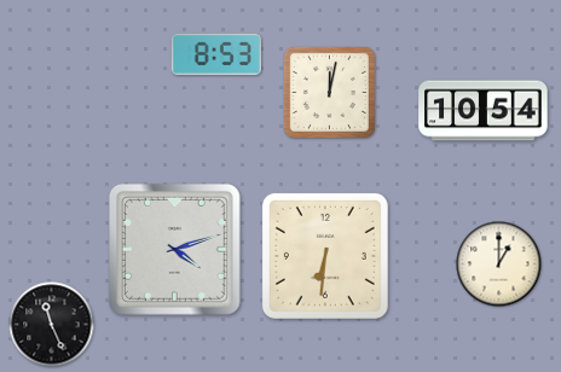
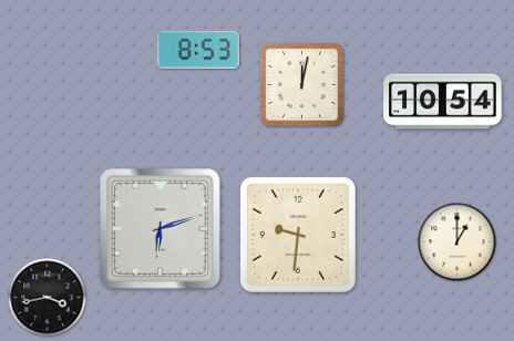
clock at (174, 249): 4:12 -> 6:12
clock at (325, 256): 6:31 -> 9:31
clock at (52, 325): 11:26 -> 3:43
